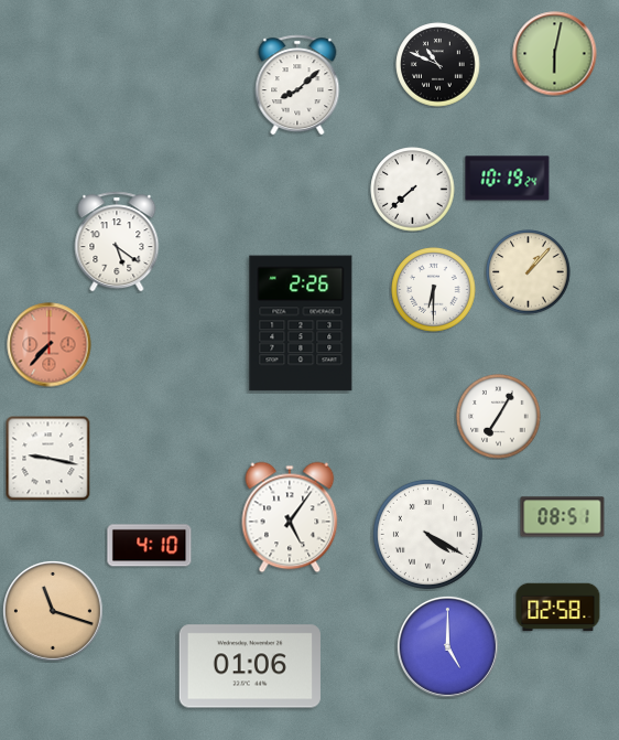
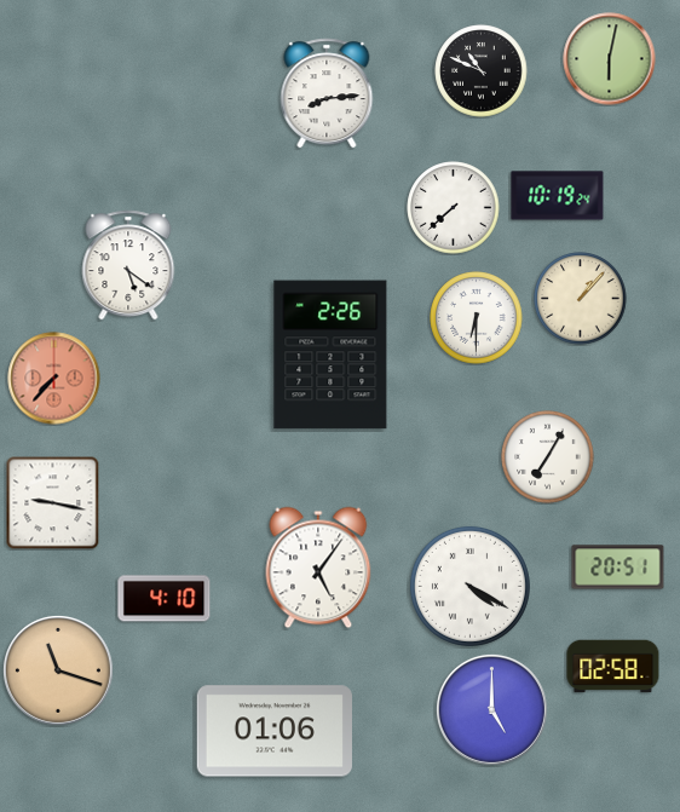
clock at (297, 85): 8:08 -> 8:14
clock at (563, 517): 08:51 -> 20:51
